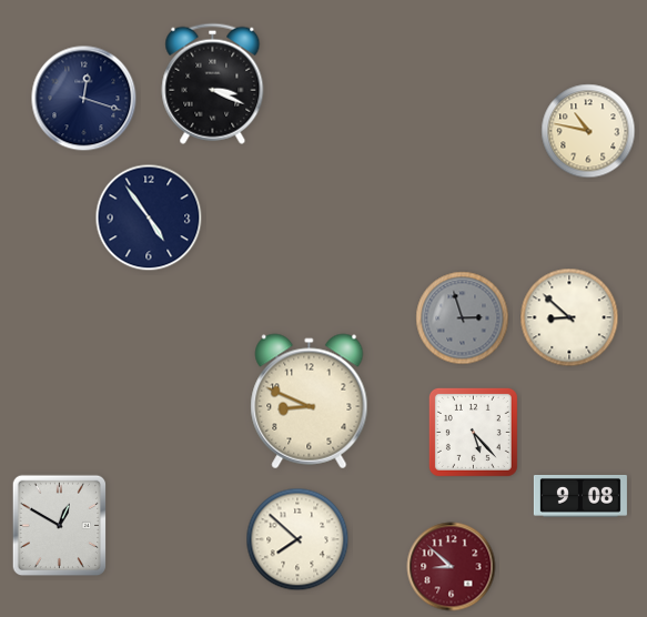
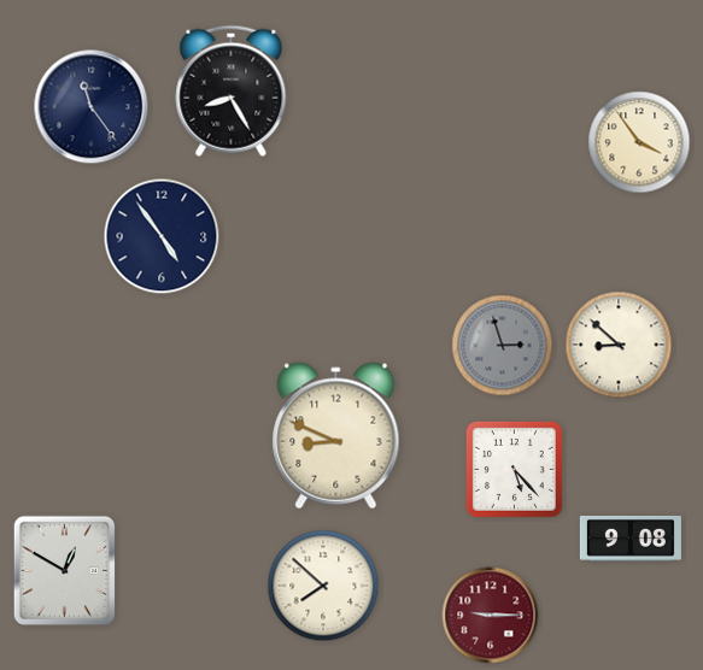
clock at (213, 83): 3:19 -> 8:25
clock at (84, 99): 12:18 -> 11:24
clock at (588, 131): 10:47 -> 3:54
clock at (452, 567): 8:52 -> 9:15
